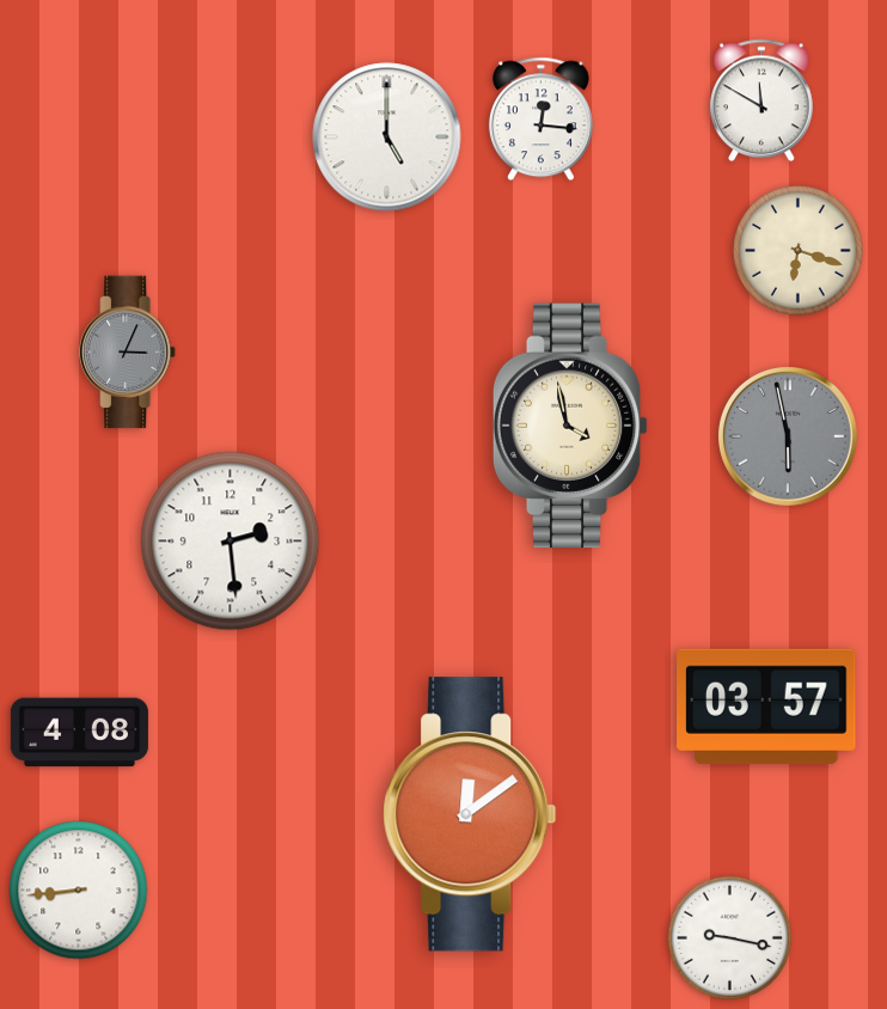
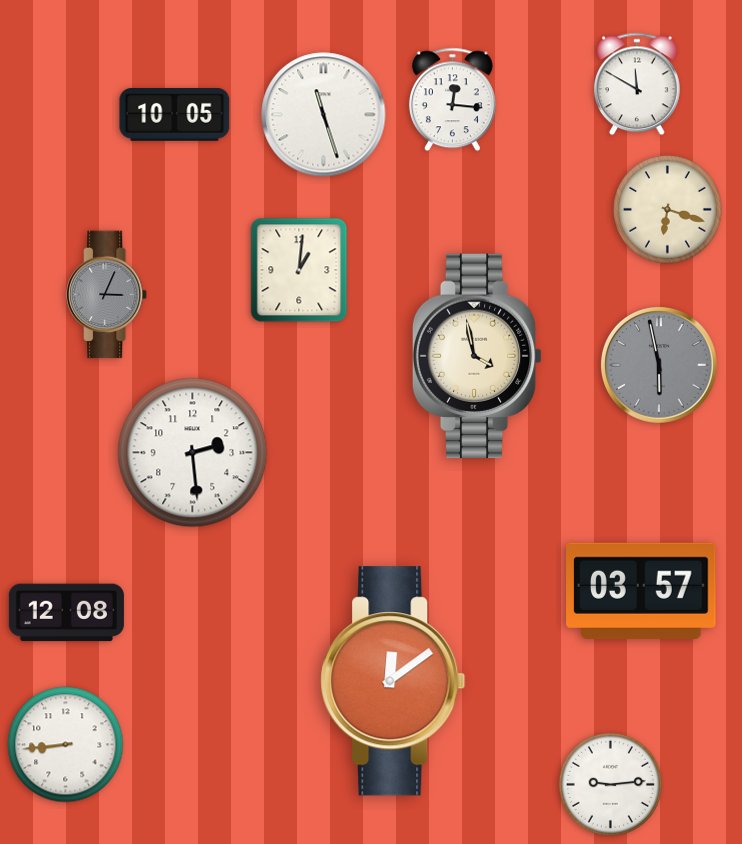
clock at (175, 115): none -> 10:05
clock at (387, 137): 5:00 -> 11:27
clock at (299, 270): none -> 1:01
clock at (79, 733): 4:08 -> 12:08
clock at (729, 937): 9:17 -> 9:14
